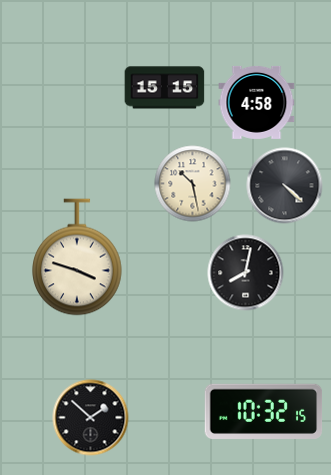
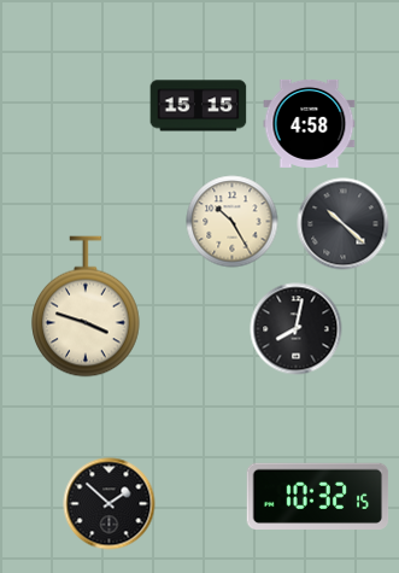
clock at (193, 184): 10:28 -> 10:25
clock at (285, 186): 4:22 -> 10:22
clock at (77, 257) position: (77, 257) -> (86, 306)
